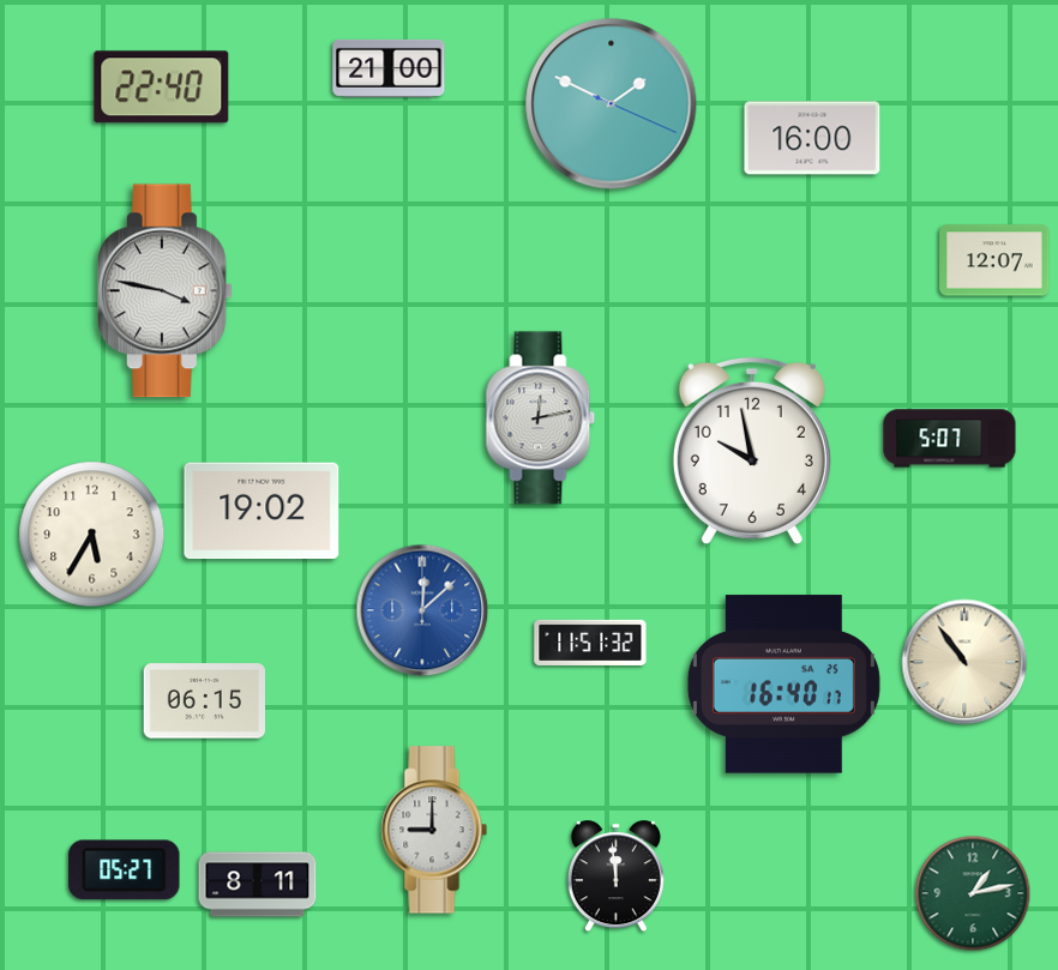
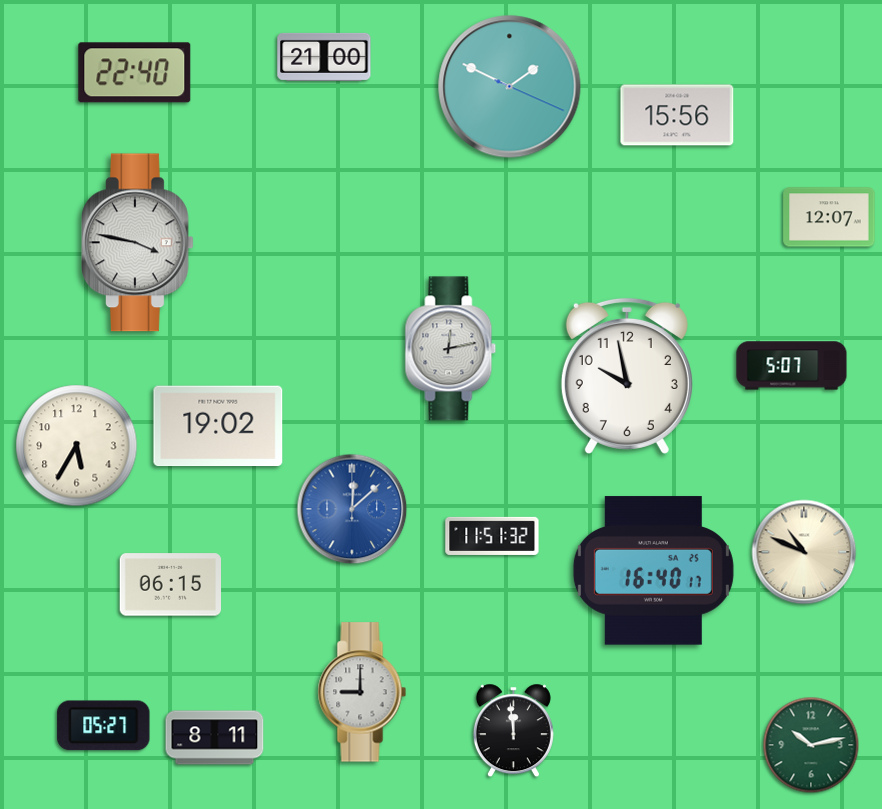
clock at (812, 138): 16:00 -> 15:56
clock at (964, 662): 10:54 -> 10:49
clock at (973, 893): 1:13 -> 10:13
